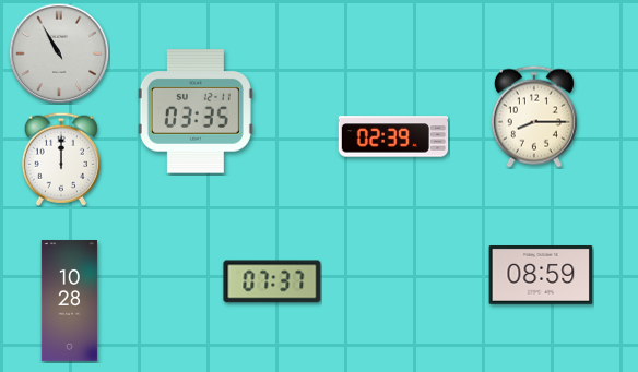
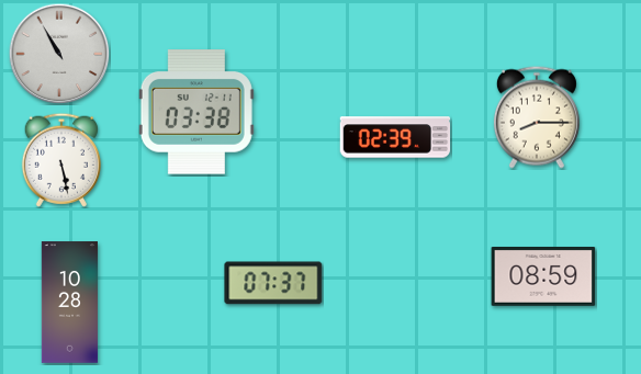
clock at (196, 111): 03:35 -> 03:38
clock at (61, 159): 12:00 -> 5:28
